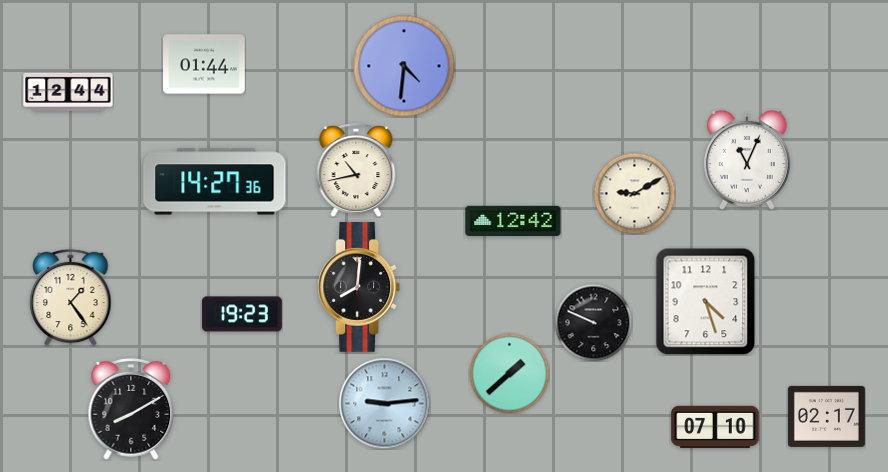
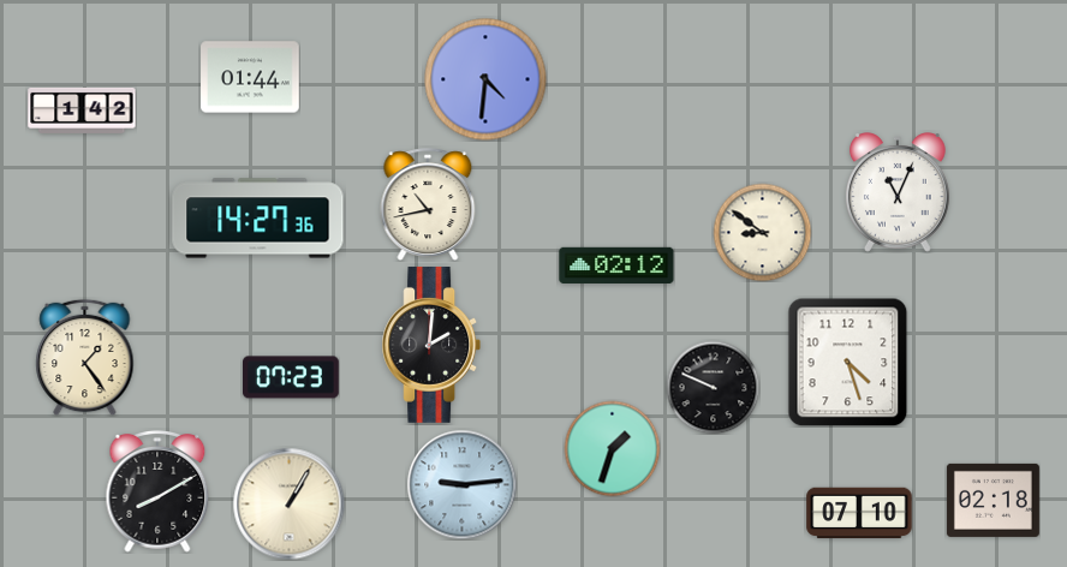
clock at (204, 64) position: (204, 64) -> (250, 77)
clock at (68, 92): 12:44 -> 1:42
clock at (634, 193): 9:10 -> 8:51
clock at (513, 221): 12:42 -> 02:12
clock at (359, 287): 8:01 -> 2:01
clock at (243, 314): 19:23 -> 07:23
clock at (509, 373): 1:38 -> 1:33
clock at (826, 416): 02:17 -> 02:18
clock at (288, 503): none -> 1:05
